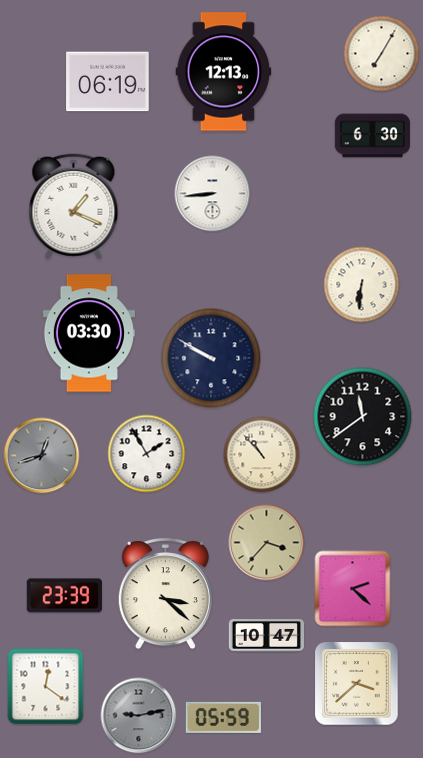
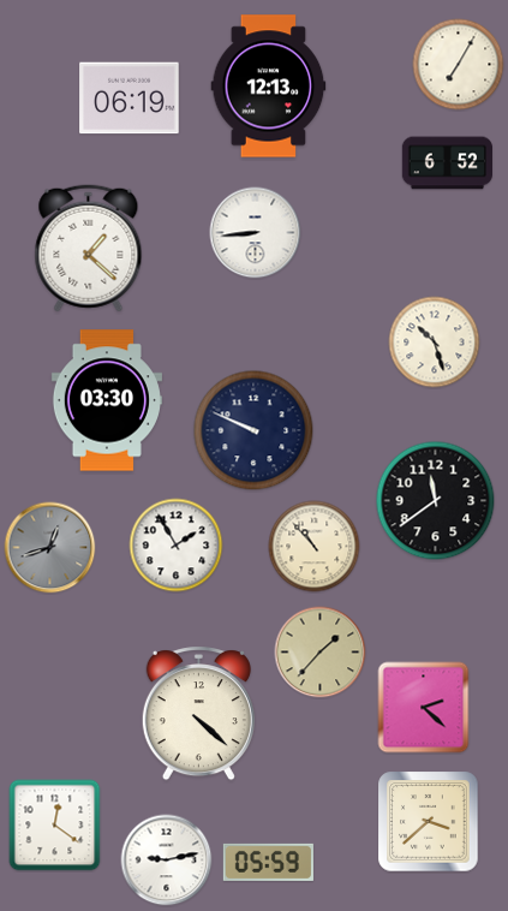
clock at (372, 136): 6:30 -> 6:52
clock at (74, 207): 1:19 -> 1:22
clock at (362, 285): 6:31 -> 10:27
clock at (211, 358): 9:50 -> 9:49
clock at (267, 543): 3:37 -> 1:37
clock at (165, 594): 3:22 -> 4:22
clock at (64, 596): 23:39 -> none
clock at (266, 636): 10:47 -> none
clock at (139, 716) dial: grey -> white
